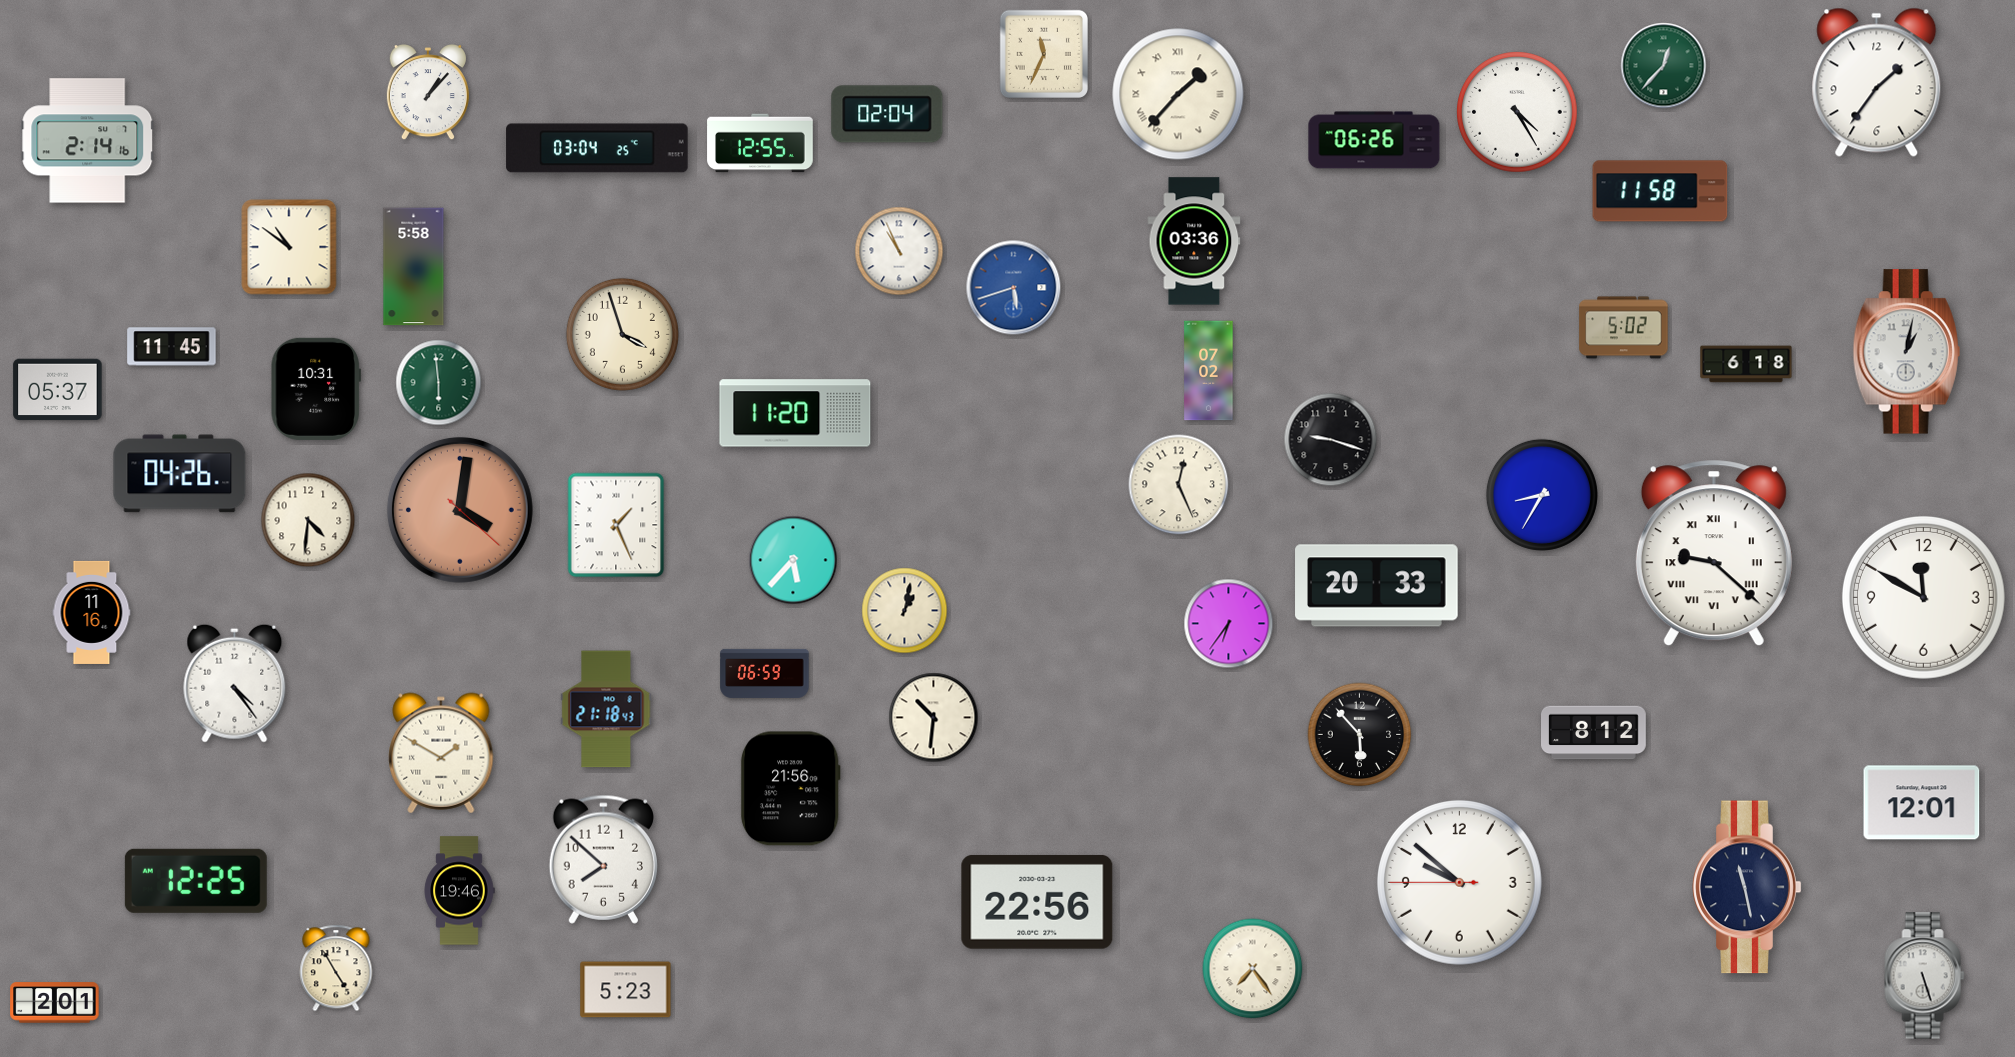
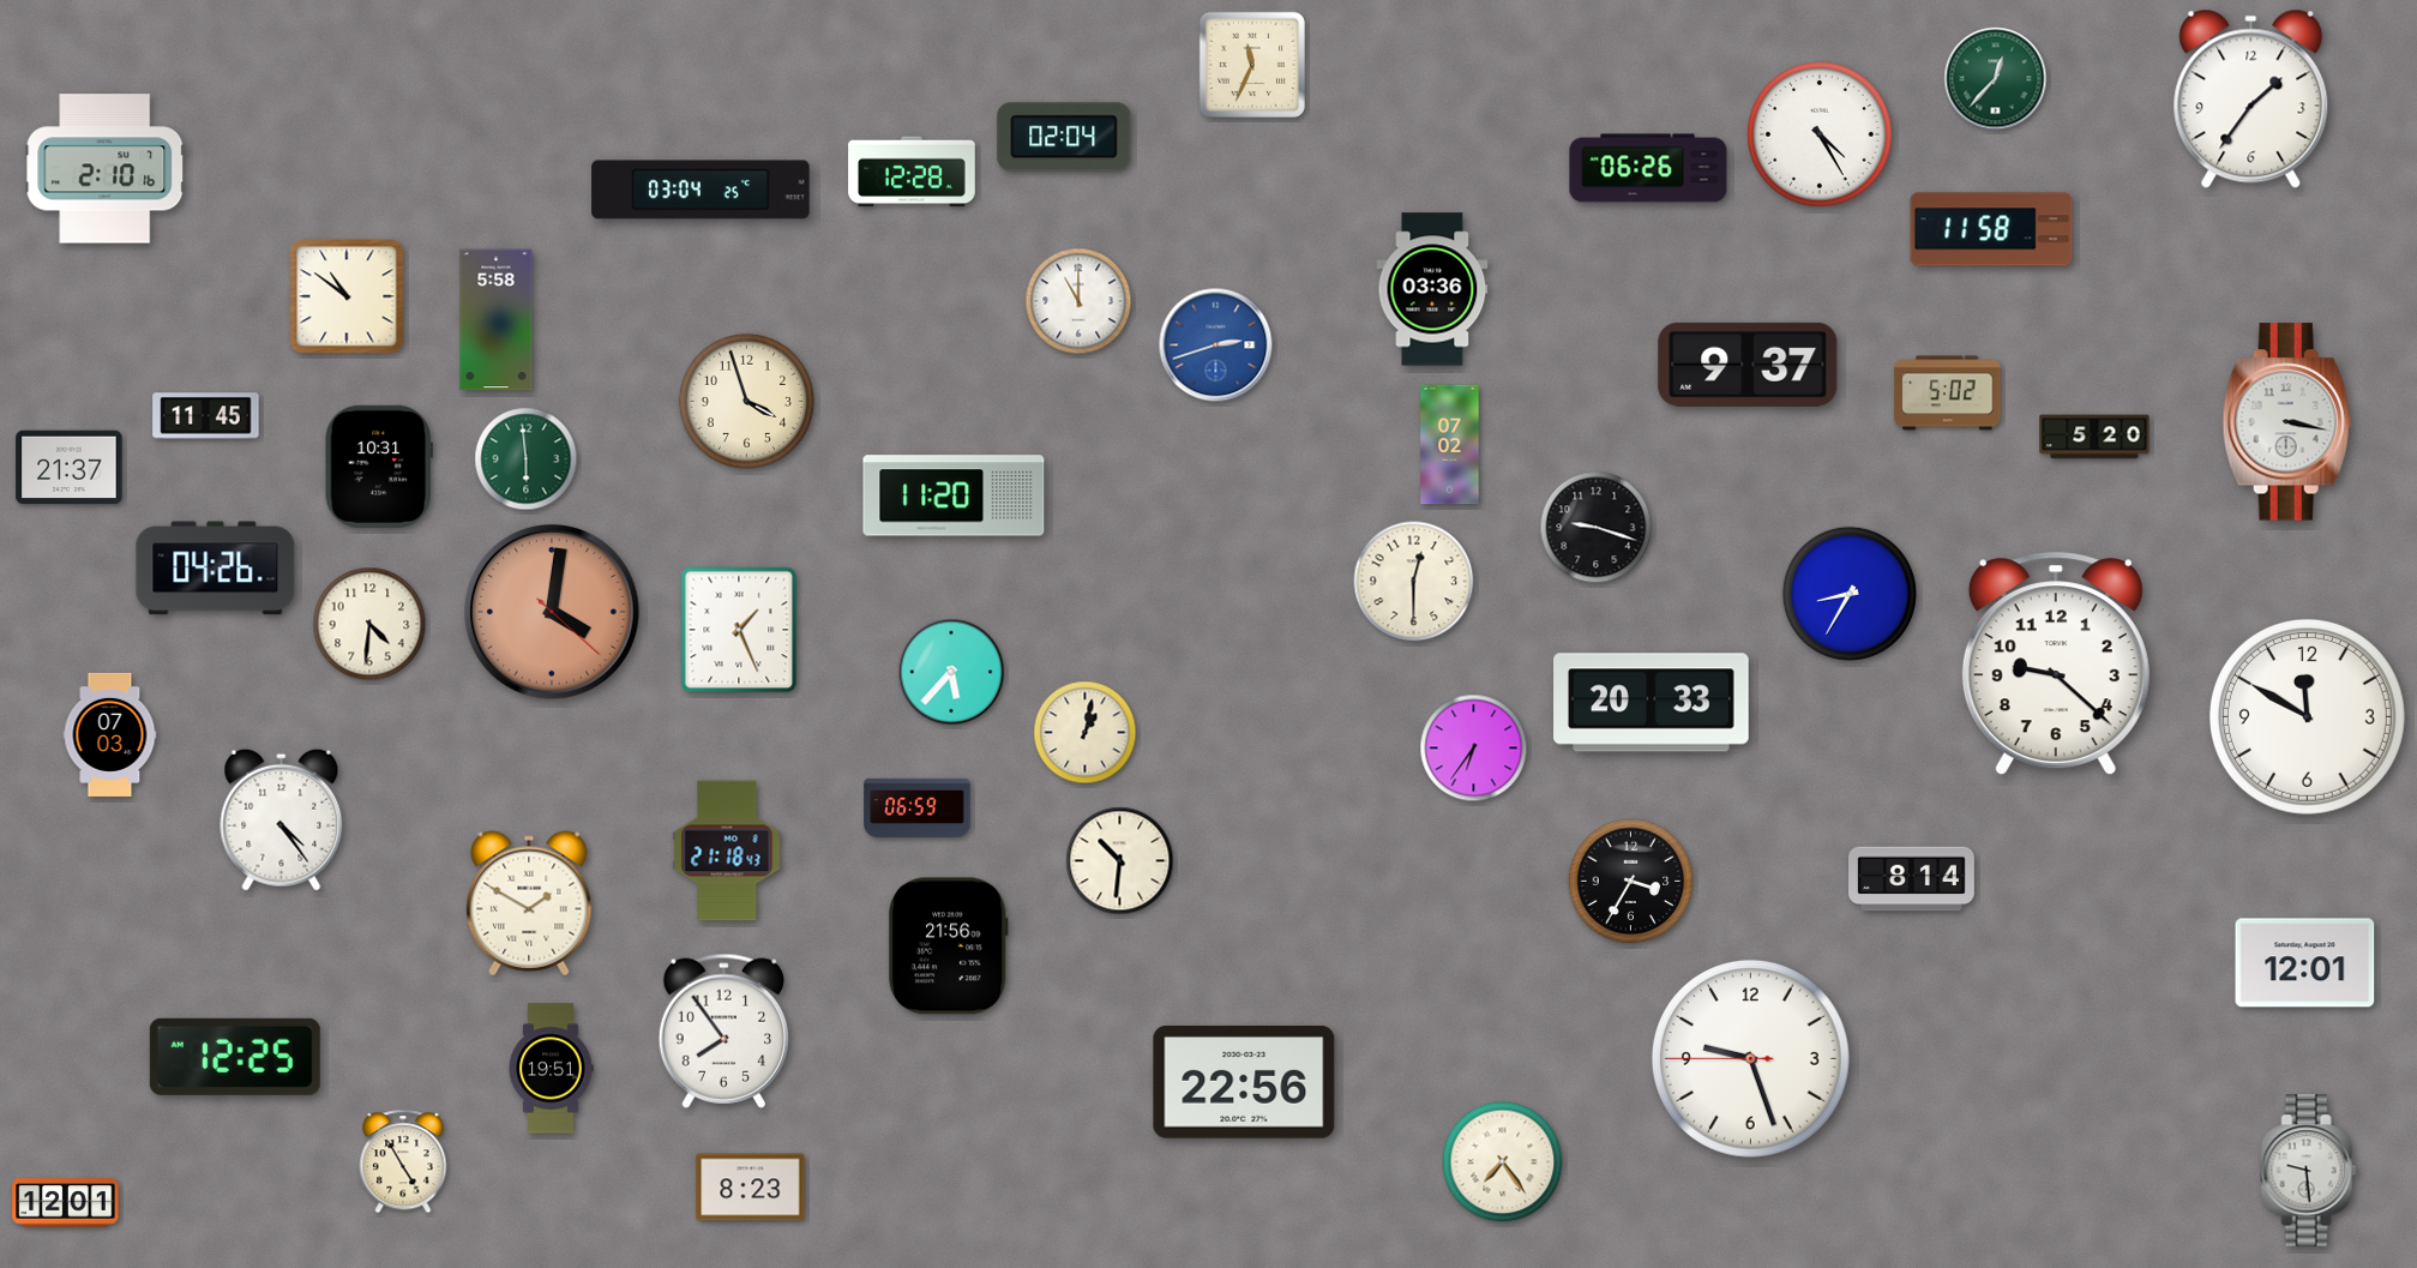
clock at (428, 93): 1:07 -> none
clock at (1178, 94): 1:37 -> none
clock at (88, 141): 2:14 -> 2:10
clock at (760, 143): 12:55 -> 12:28
clock at (597, 148) position: (597, 148) -> (701, 190)
clock at (899, 251): 10:56 -> 11:00
clock at (1014, 288): 5:42 -> 2:42
clock at (1748, 365): none -> 9:37
clock at (1906, 352): 1:02 -> 3:17
clock at (1746, 364): 6:18 -> 5:20
clock at (58, 390): 05:37 -> 21:37
clock at (1179, 485): 12:26 -> 12:30
clock at (1714, 553) numerals: Roman -> Arabic
clock at (92, 612): 11:16 -> 07:03
clock at (1594, 733): 8:12 -> 8:14
clock at (1360, 735): 5:53 -> 3:35
clock at (603, 859): 7:52 -> 7:54
clock at (1459, 882): 9:51 -> 9:26
clock at (1747, 887): 11:28 -> none
clock at (459, 891): 19:46 -> 19:51
clock at (1925, 976): 5:27 -> 9:29
clock at (626, 990): 5:23 -> 8:23
clock at (55, 1003): 2:01 -> 12:01
